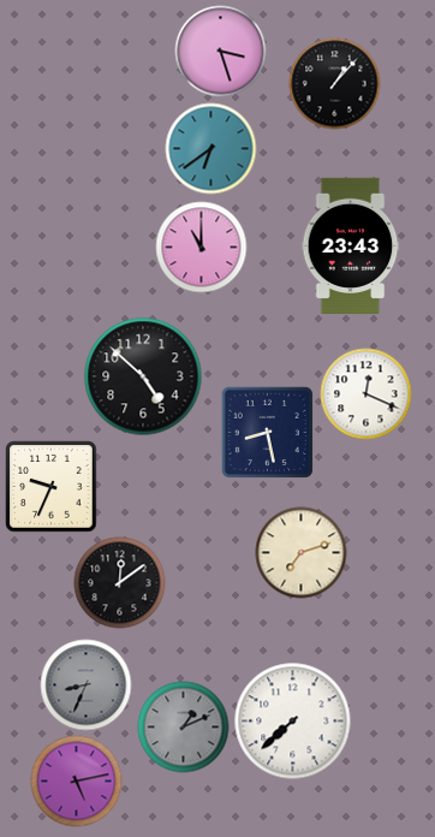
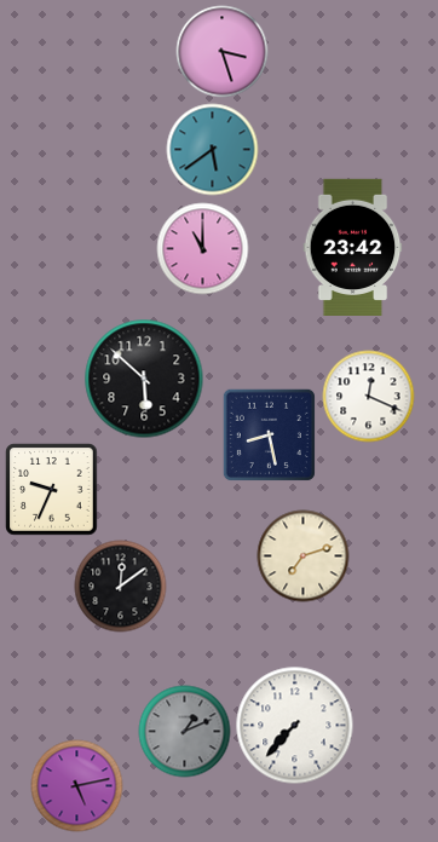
clock at (335, 84): 1:07 -> none
clock at (211, 149): 6:39 -> 5:39
clock at (351, 245): 23:43 -> 23:42
clock at (143, 376): 4:52 -> 5:52
clock at (87, 685): 8:34 -> none
clock at (293, 722): 7:38 -> 7:37
